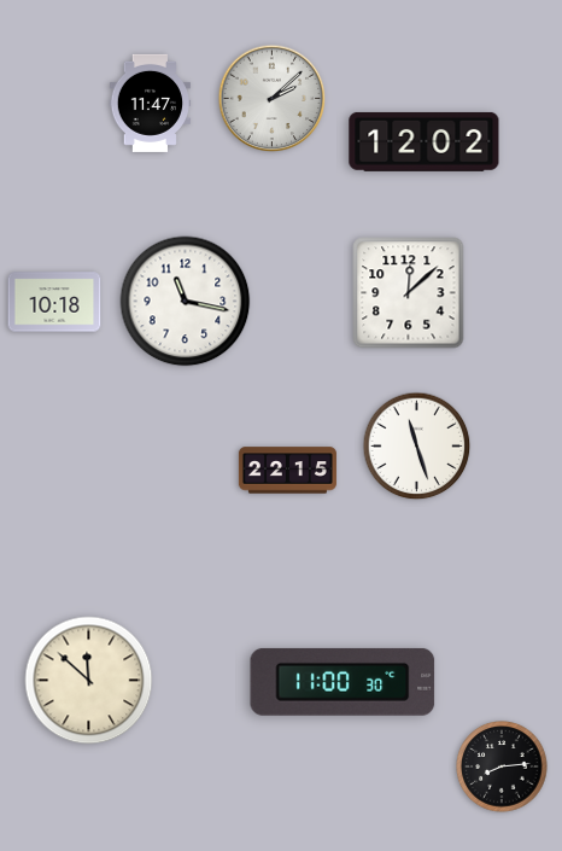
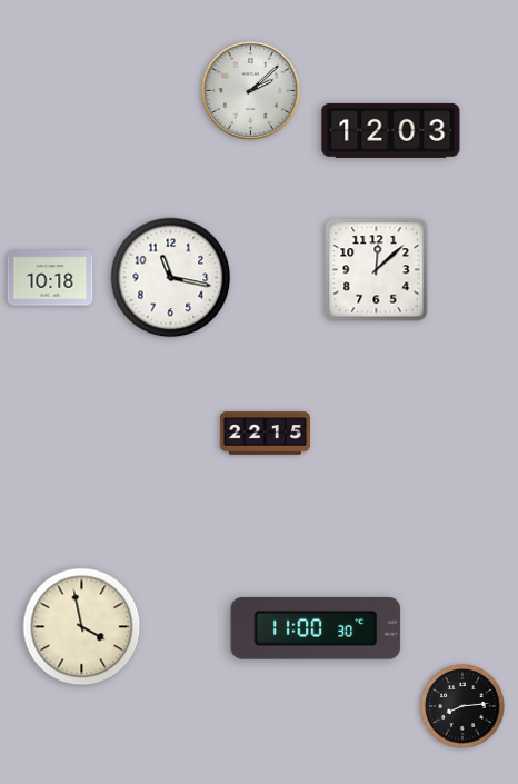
clock at (151, 103): 11:47 -> none
clock at (425, 141): 12:02 -> 12:03
clock at (417, 447): 11:27 -> none
clock at (89, 681): 11:52 -> 3:58
